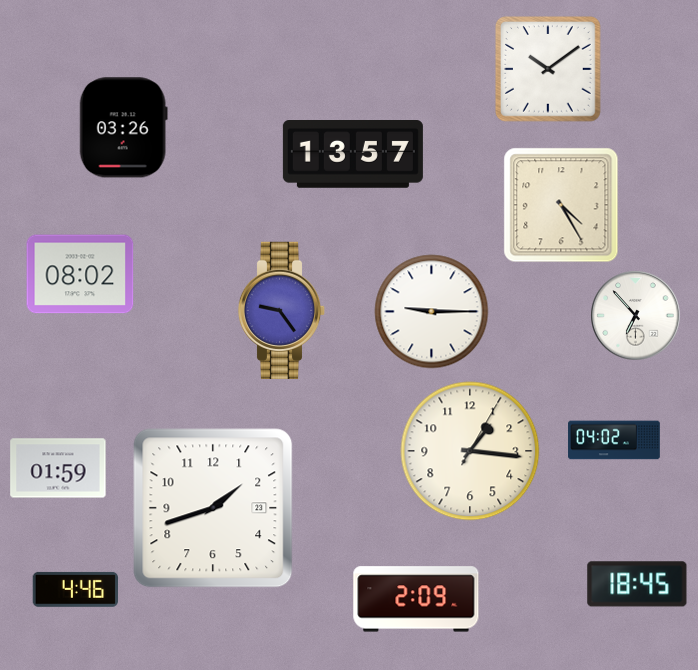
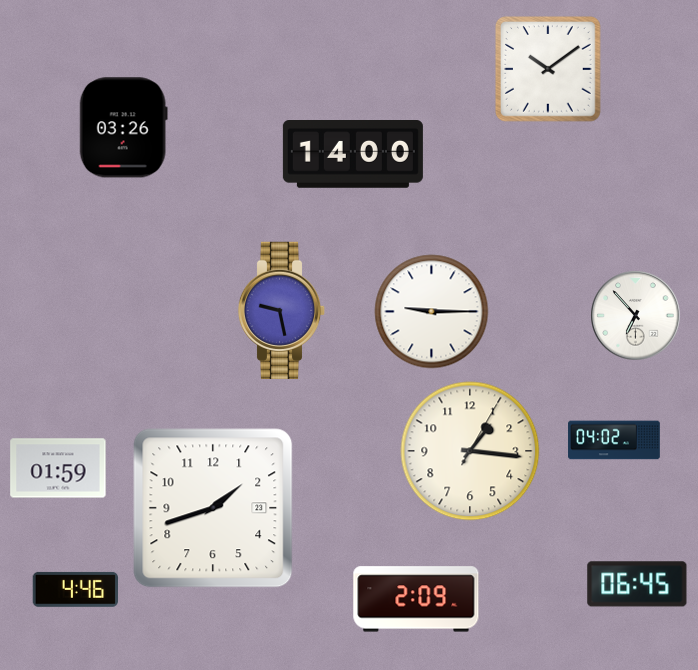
clock at (353, 155): 13:57 -> 14:00
clock at (561, 205): 4:25 -> none
clock at (80, 274): 08:02 -> none
clock at (282, 310): 9:24 -> 9:28
clock at (637, 584): 18:45 -> 06:45
